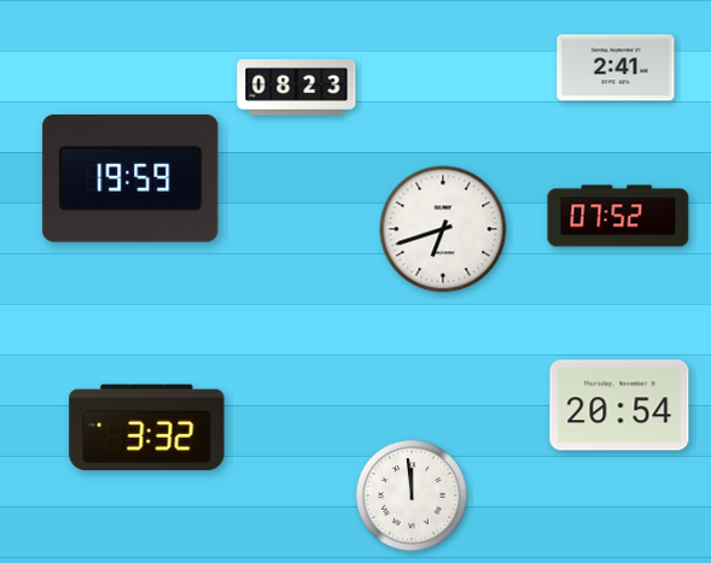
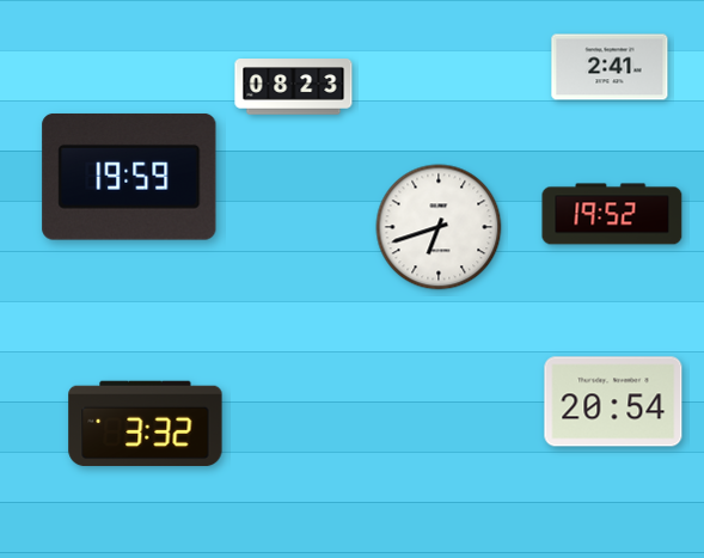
clock at (618, 216): 07:52 -> 19:52
clock at (412, 495): 11:59 -> none
